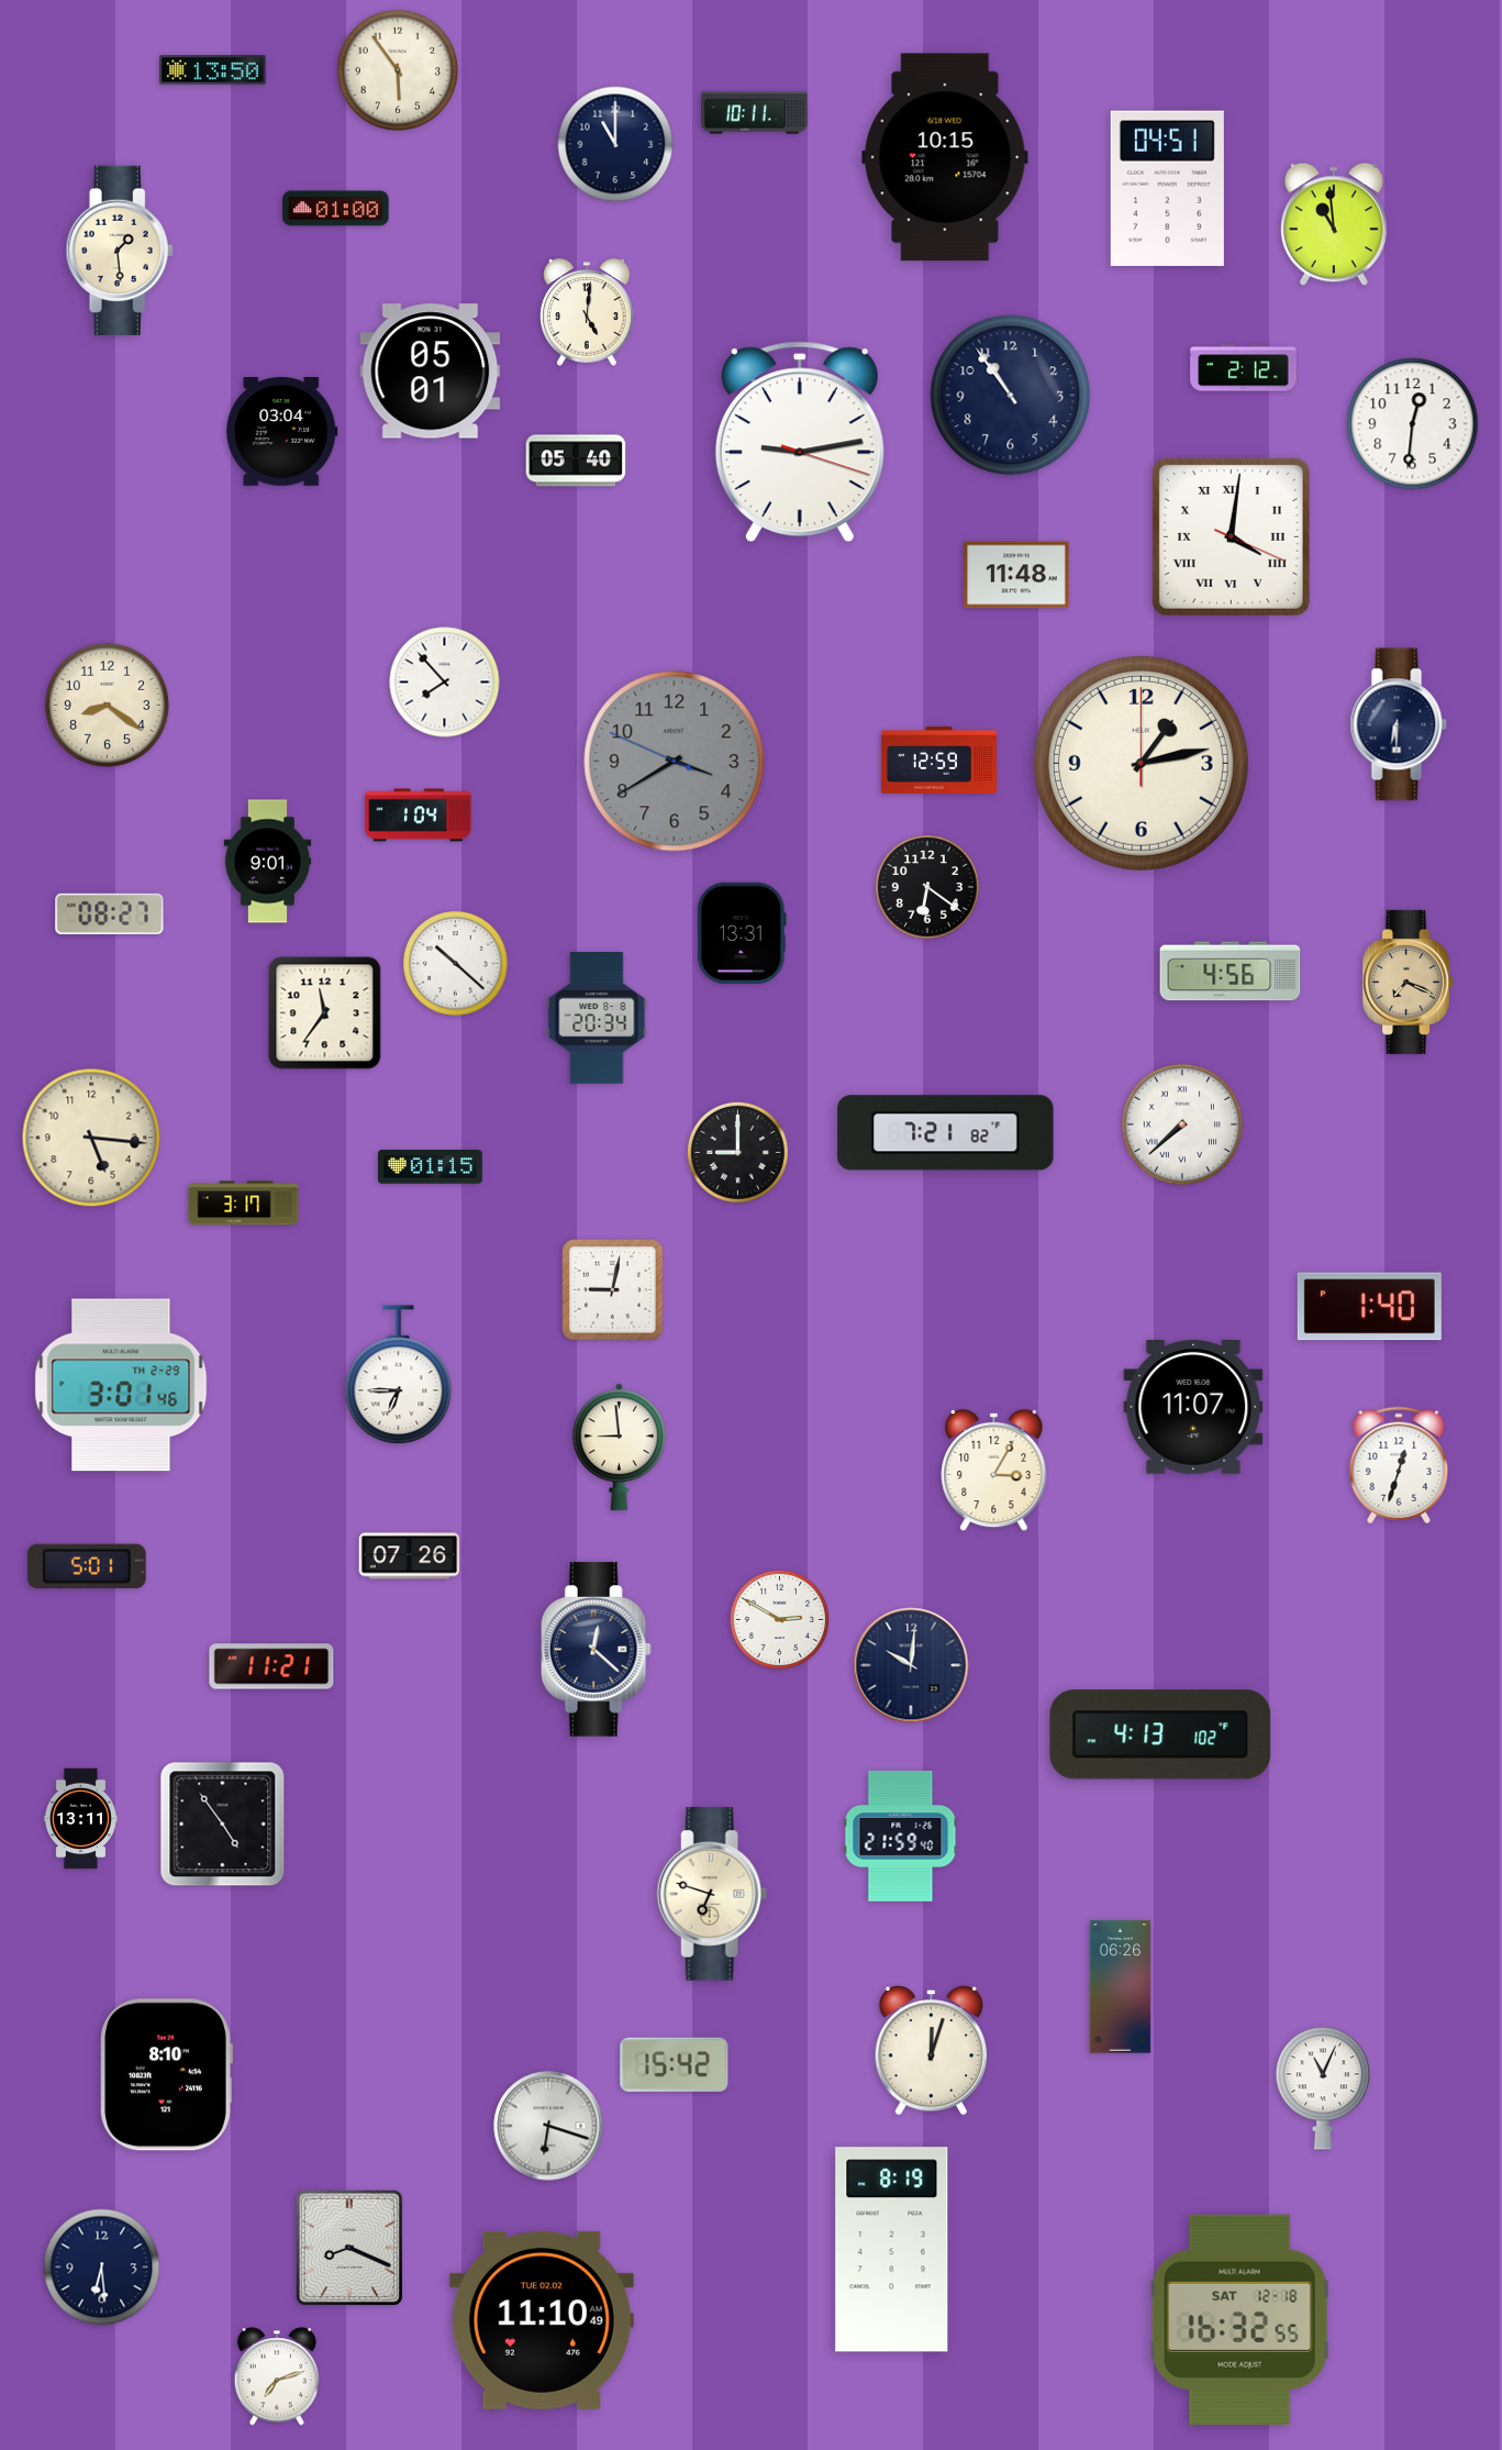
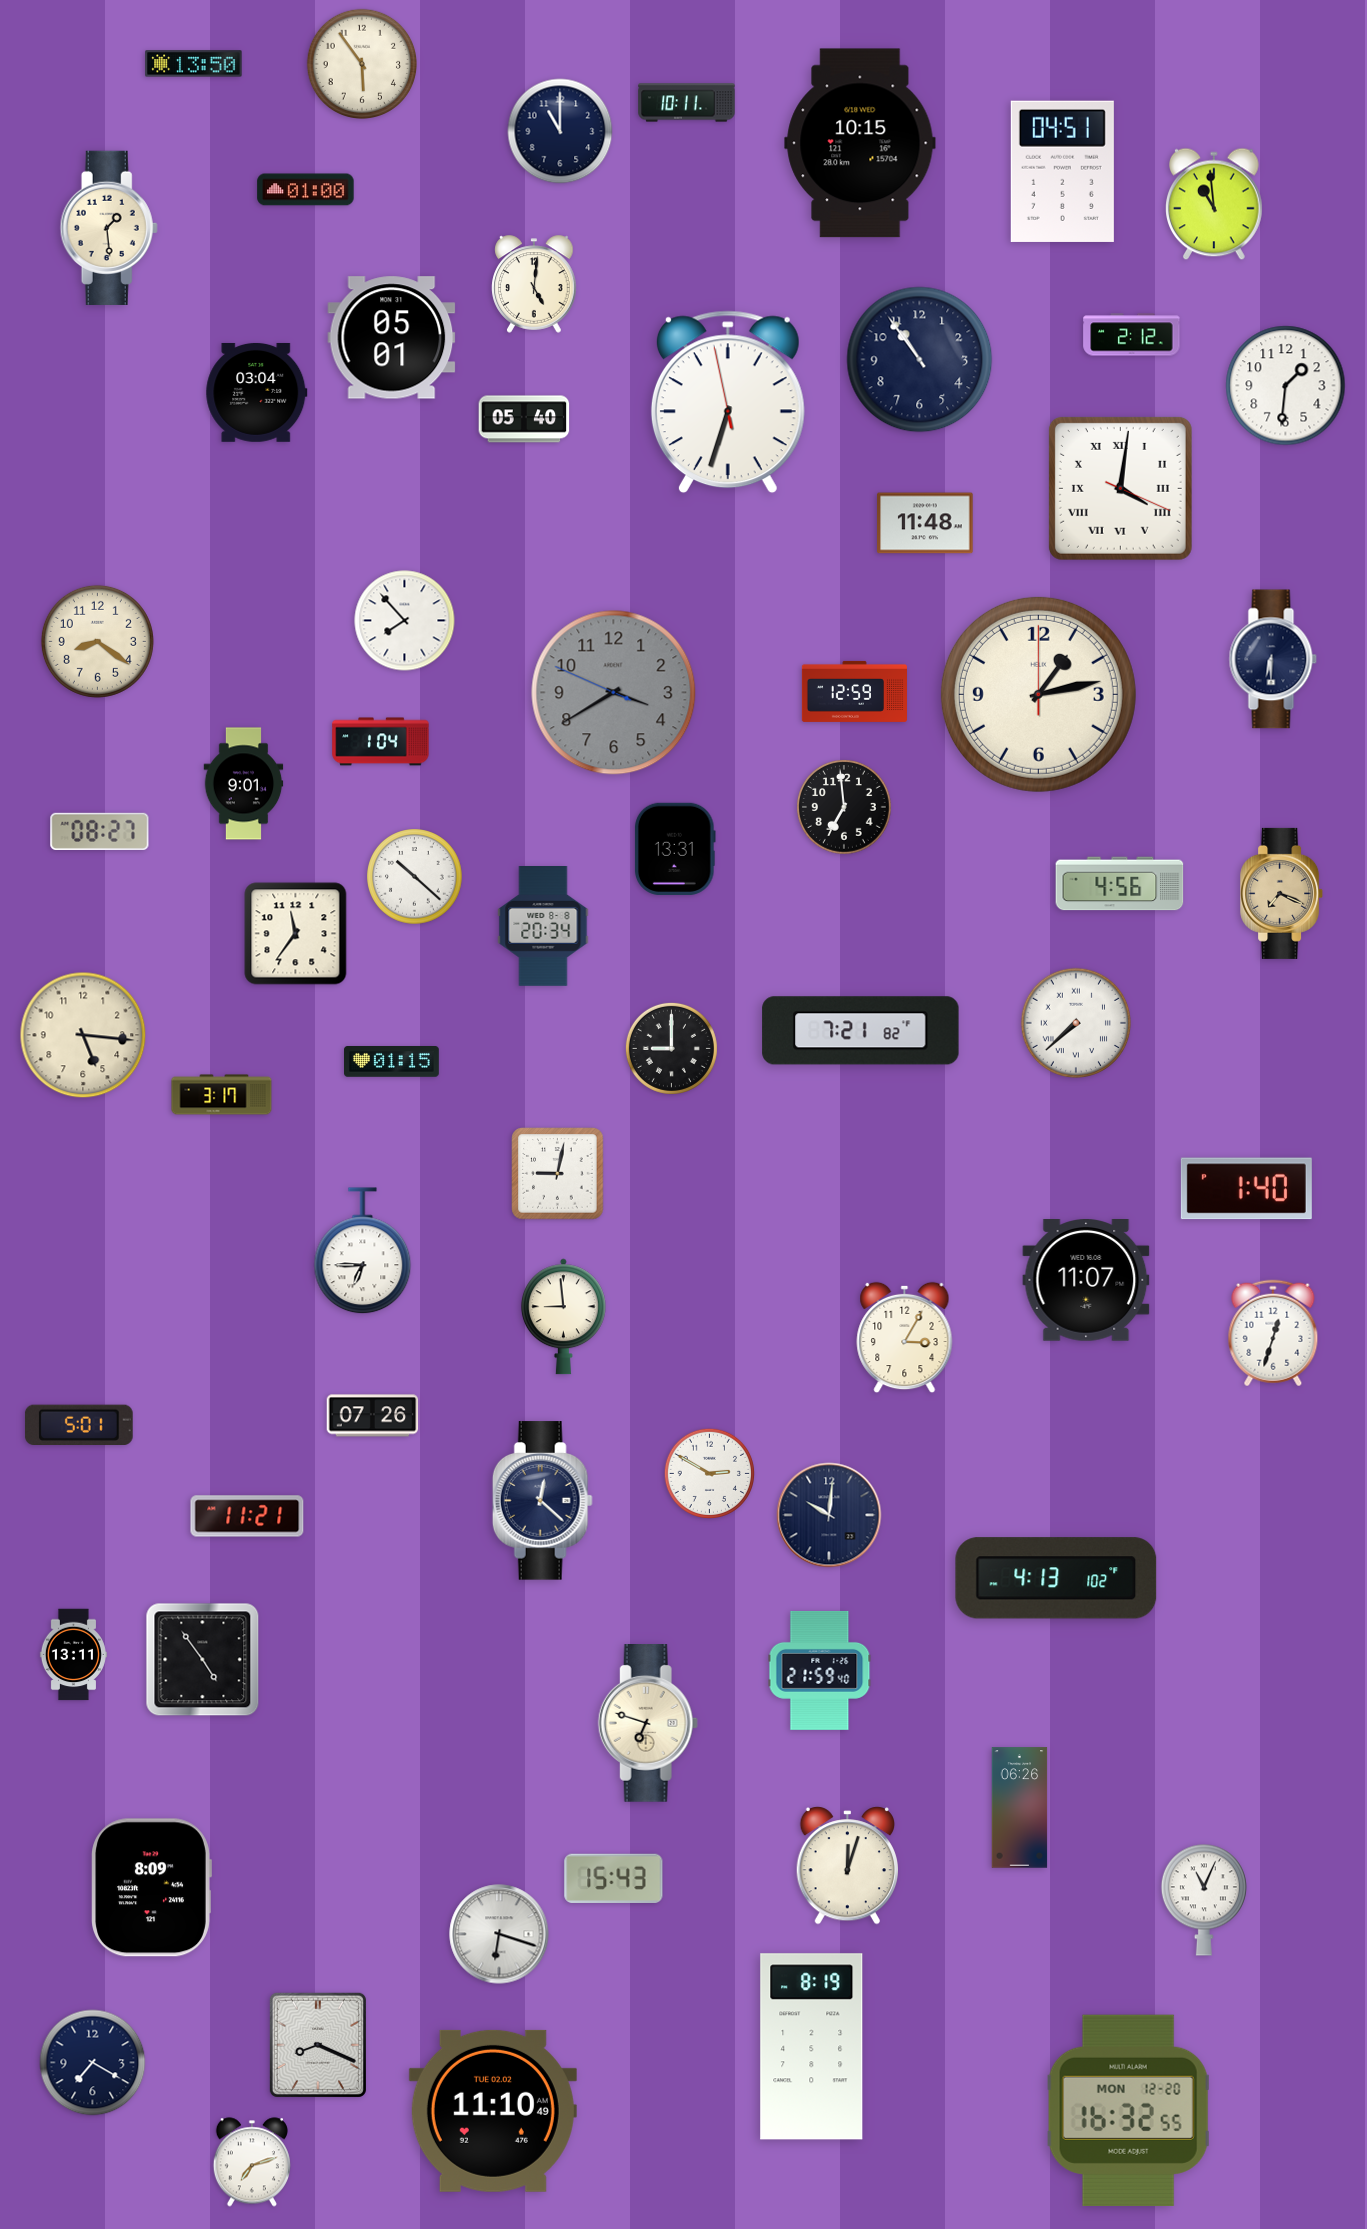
clock at (1413, 424): 12:31 -> 1:31
clock at (800, 442): 9:13 -> 6:32
clock at (928, 888): 6:21 -> 6:59
clock at (325, 1013) position: (325, 1013) -> (296, 934)
clock at (121, 1385): 3:01 -> none
clock at (675, 2064): 15:42 -> 15:43
clock at (166, 2075): 8:10 -> 8:09
clock at (102, 2268): 6:29 -> 7:20
clock at (1240, 2319) date: SAT 12-18 -> MON 12-20
